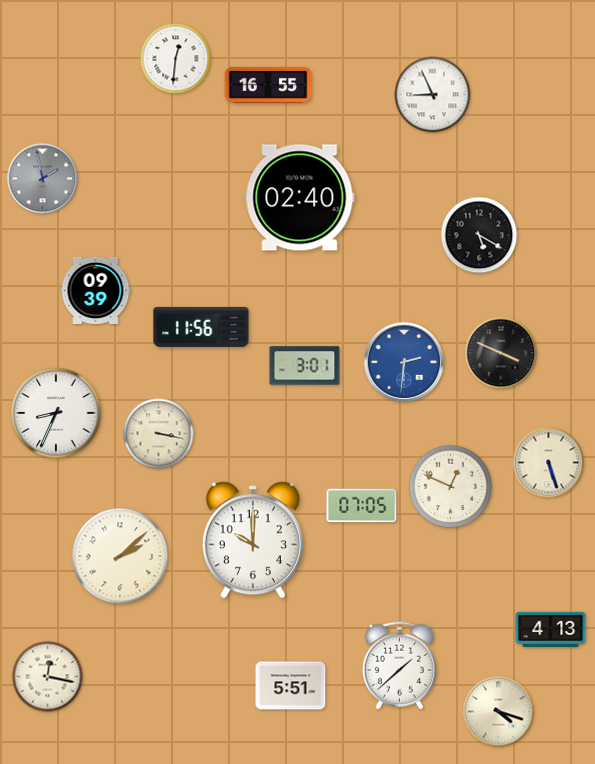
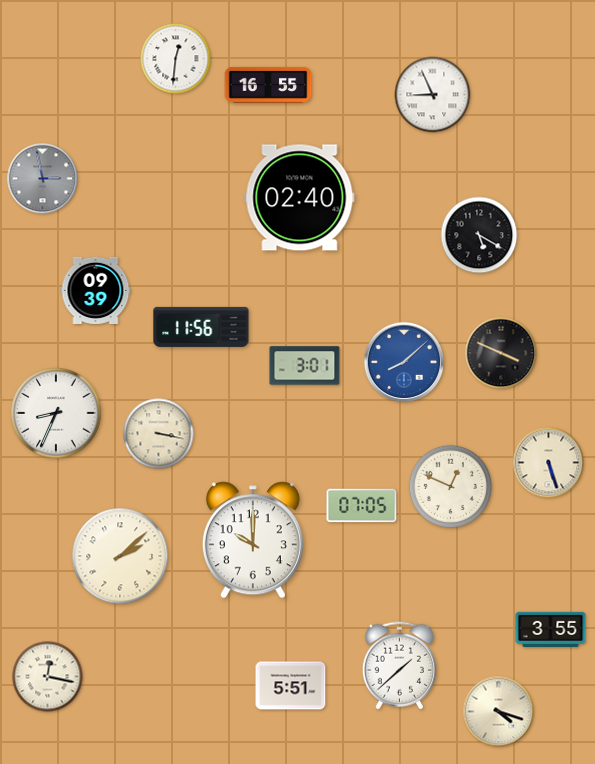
clock at (43, 179): 1:58 -> 2:58
clock at (403, 361): 2:31 -> 8:08
clock at (551, 629): 4:13 -> 3:55
